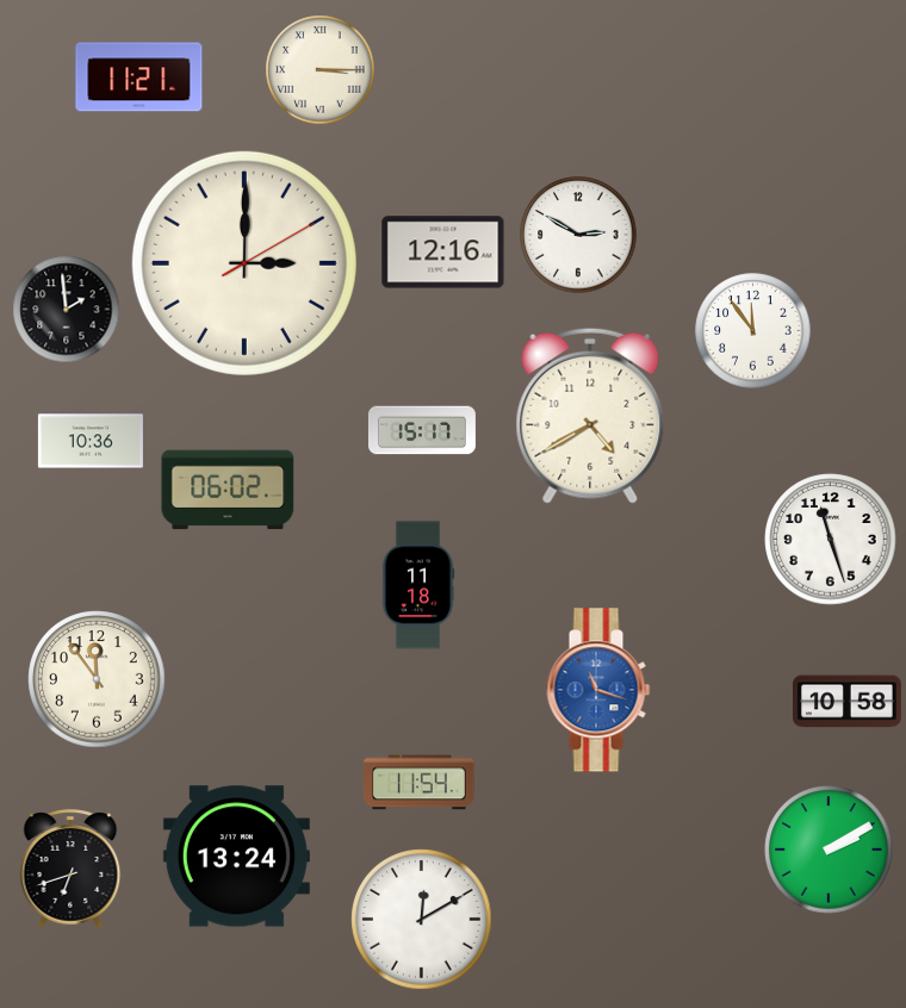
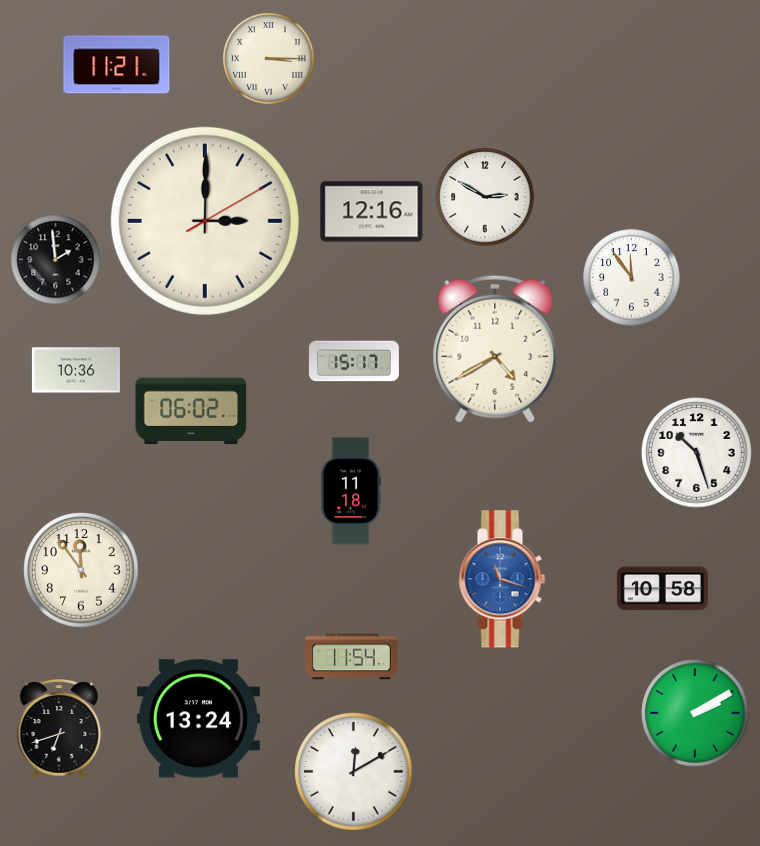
clock at (831, 540): 11:27 -> 10:27
clock at (846, 702) position: (846, 702) -> (662, 589)
